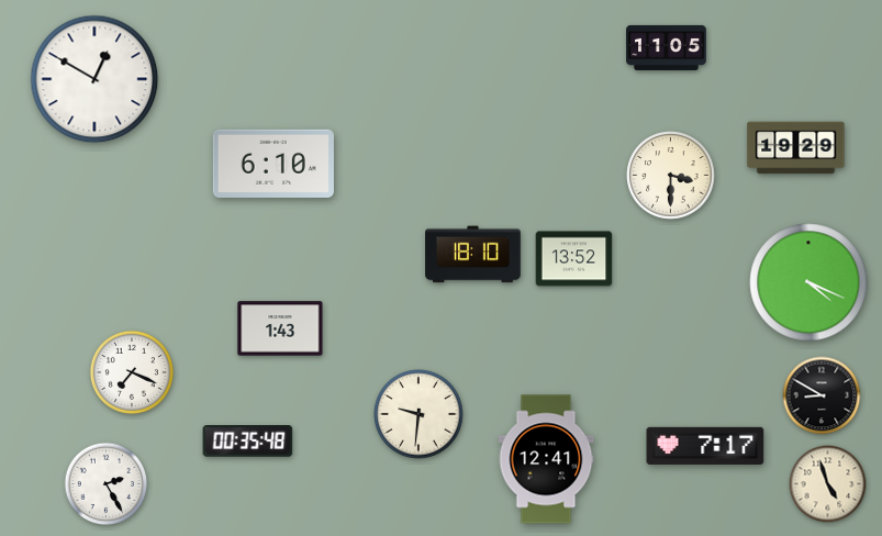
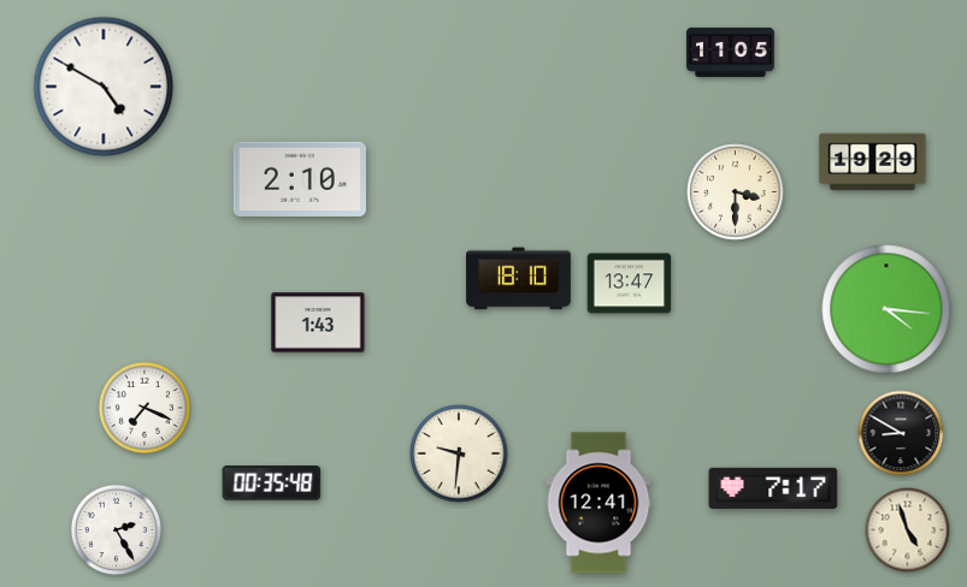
clock at (94, 79): 12:50 -> 4:50
clock at (273, 164): 6:10 -> 2:10
clock at (574, 259): 13:52 -> 13:47
clock at (808, 282): 4:19 -> 4:16
clock at (280, 328) position: (280, 328) -> (318, 322)
